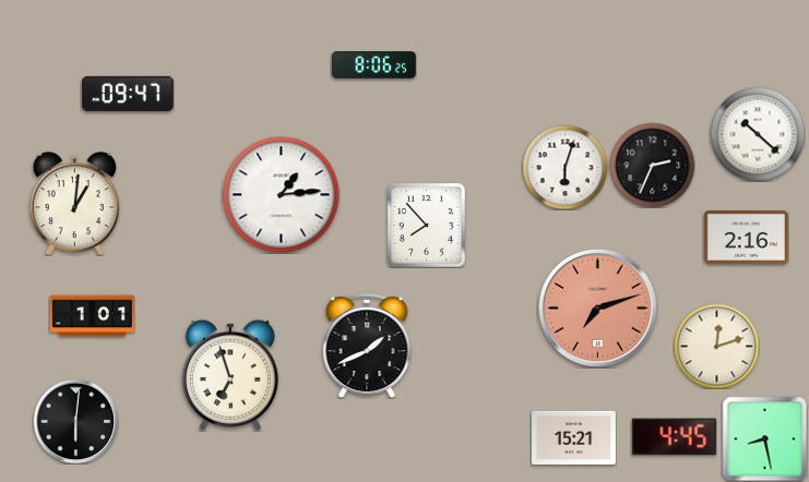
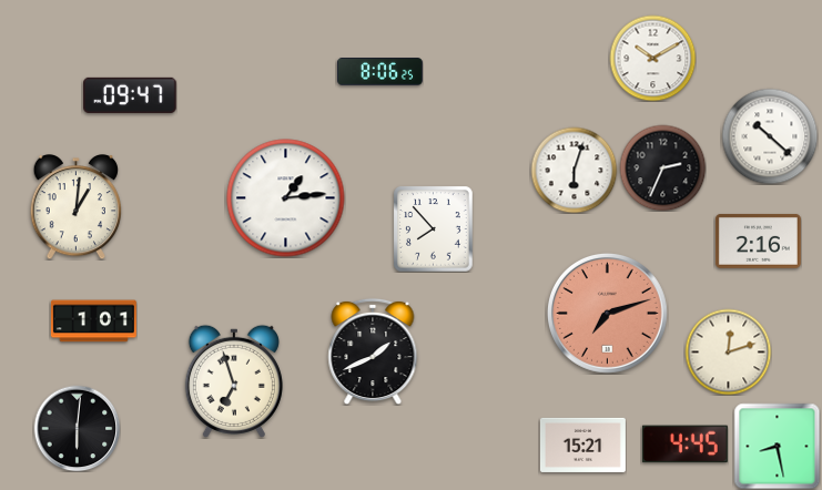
clock at (652, 58): none -> 10:10
clock at (373, 65) position: (373, 65) -> (379, 72)
